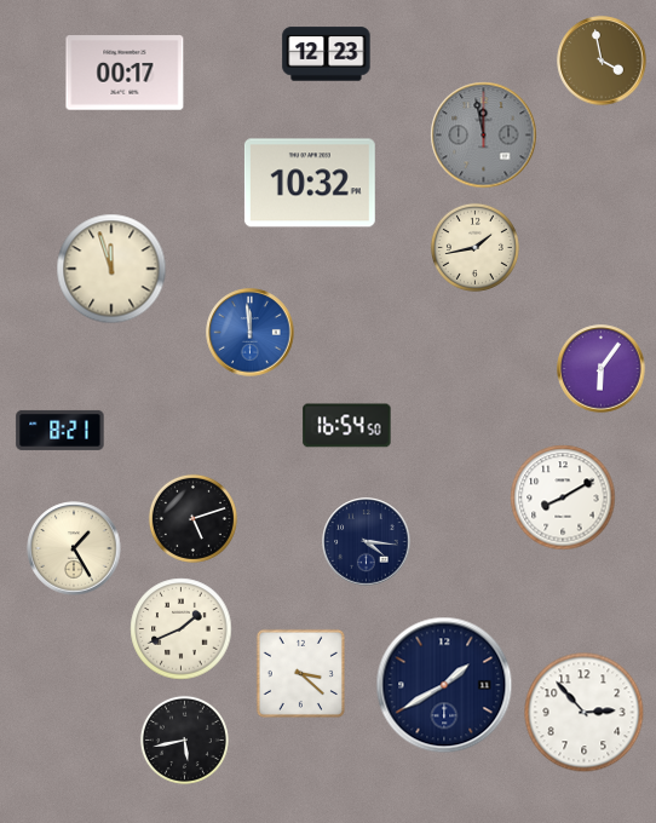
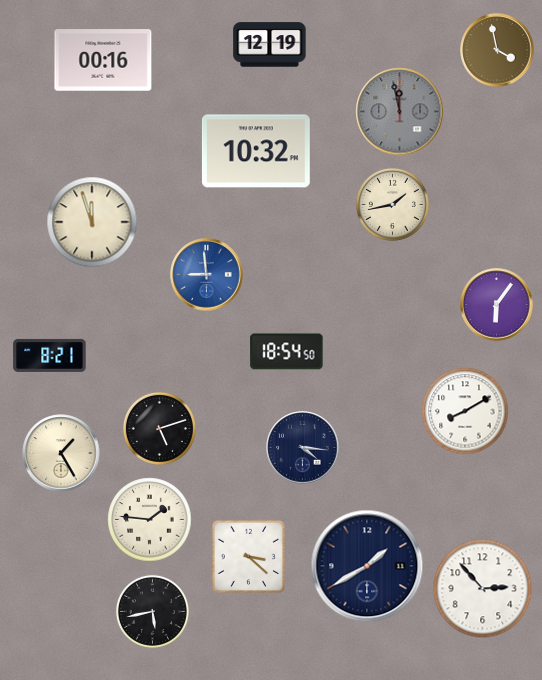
clock at (327, 54): 12:23 -> 12:19
clock at (125, 73): 00:17 -> 00:16
clock at (251, 333): 11:59 -> 8:59
clock at (347, 426): 16:54 -> 18:54
clock at (182, 629): 1:41 -> 1:46
